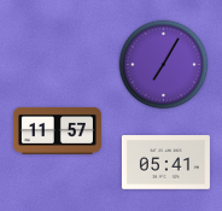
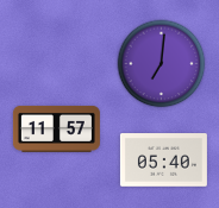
clock at (164, 65): 7:05 -> 7:01
clock at (165, 163): 05:41 -> 05:40
